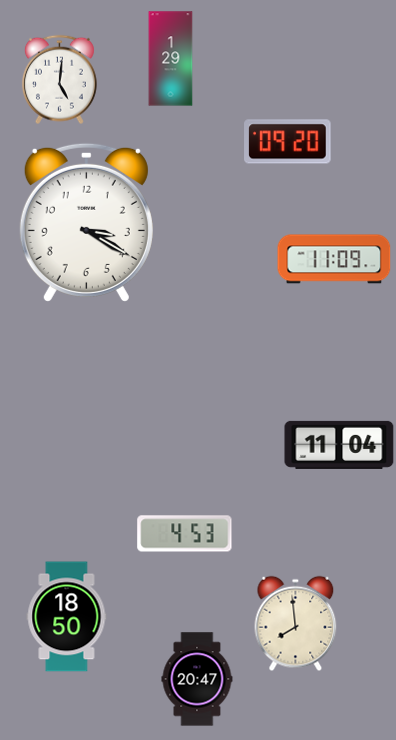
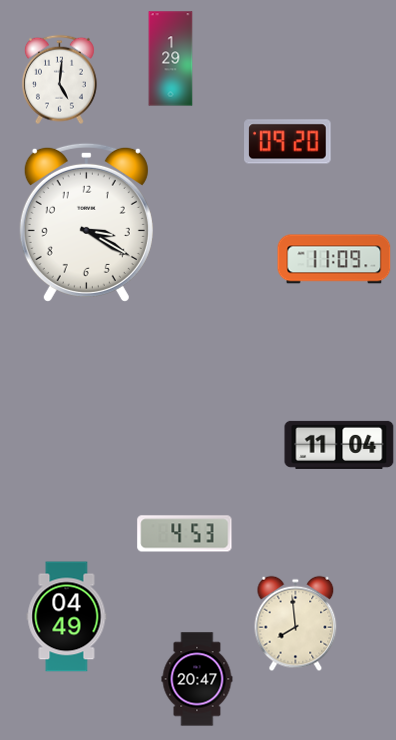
clock at (67, 617): 18:50 -> 04:49
